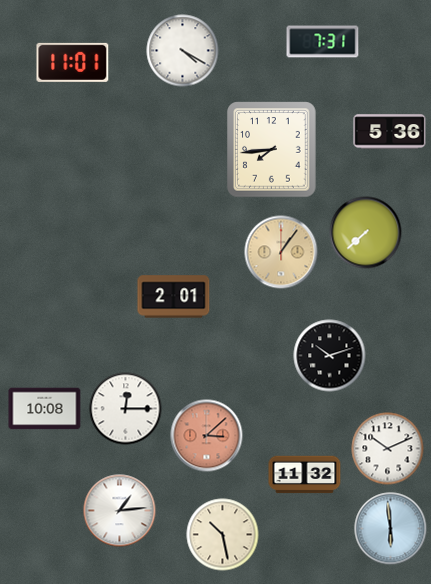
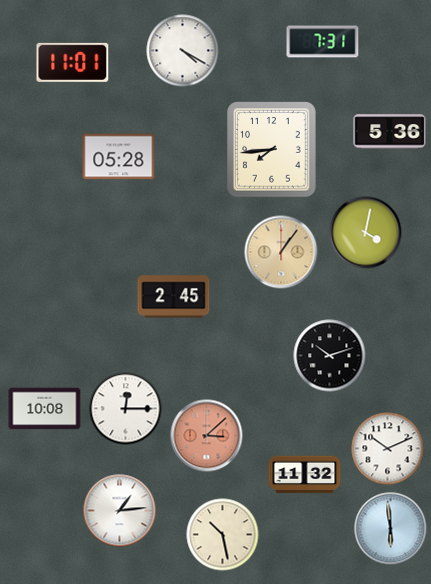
clock at (119, 157): none -> 05:28
clock at (366, 233): 7:38 -> 4:02
clock at (174, 297): 2:01 -> 2:45
